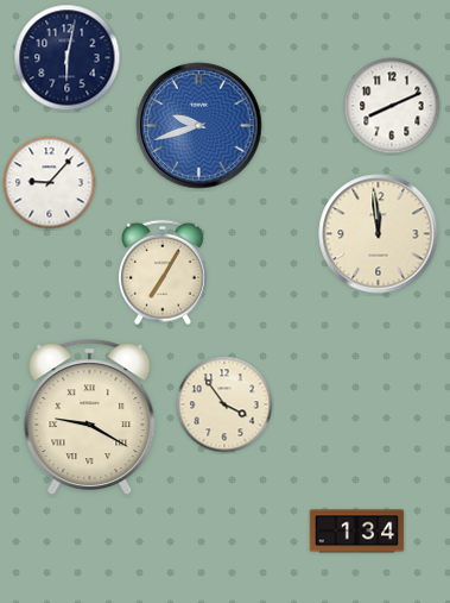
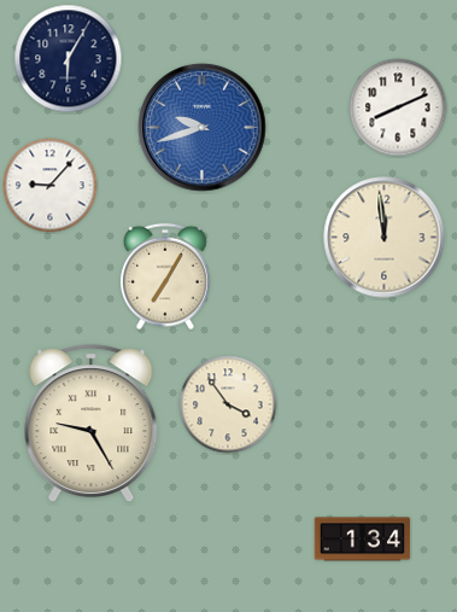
clock at (68, 58): 6:02 -> 6:05
clock at (224, 404) position: (224, 404) -> (228, 404)
clock at (90, 416): 9:20 -> 9:25
